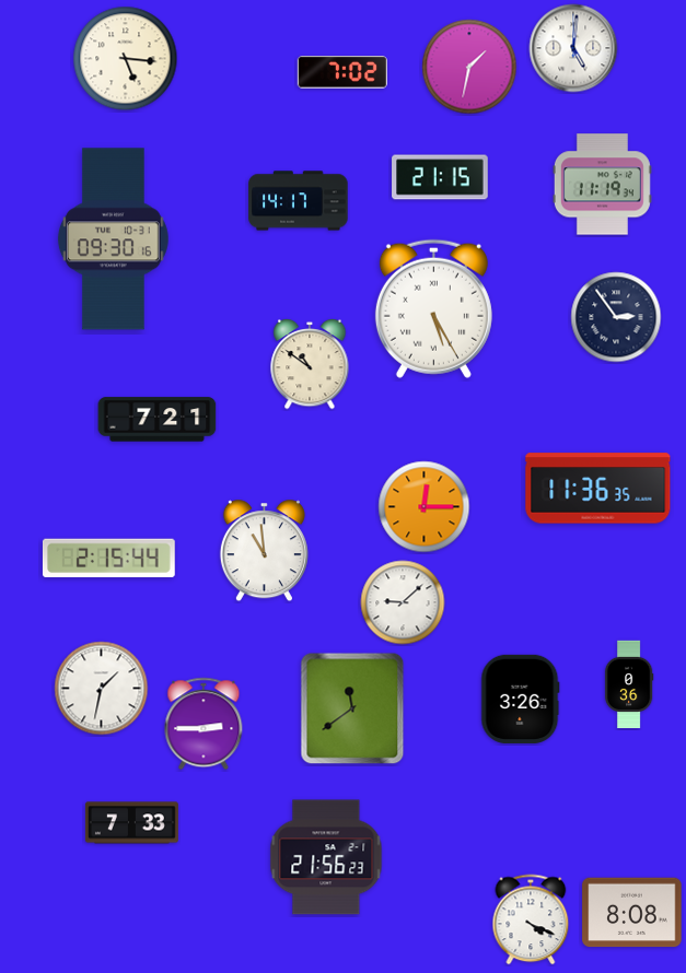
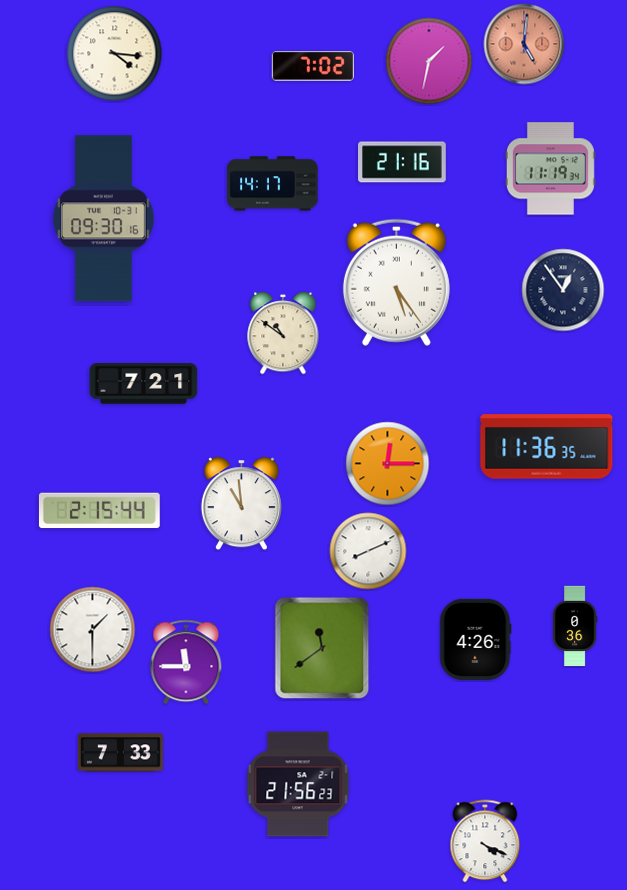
clock at (573, 48) dial: white -> salmon
clock at (126, 59): 5:16 -> 4:16
clock at (440, 177): 21:15 -> 21:16
clock at (433, 308): 5:25 -> 5:24
clock at (616, 317): 2:54 -> 12:54
clock at (403, 602): 9:08 -> 8:11
clock at (102, 689): 1:32 -> 1:30
clock at (521, 699): 3:26 -> 4:26
clock at (204, 724): 2:45 -> 11:45
clock at (632, 913): 8:08 -> none
